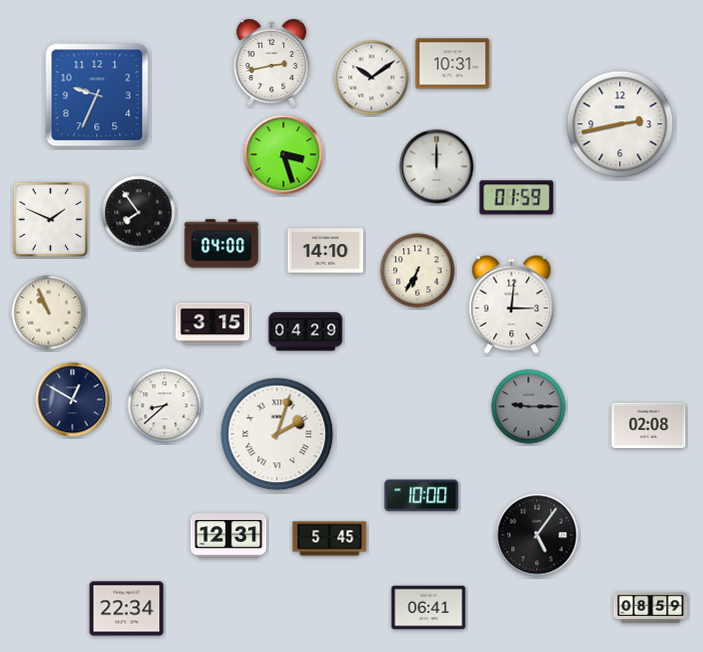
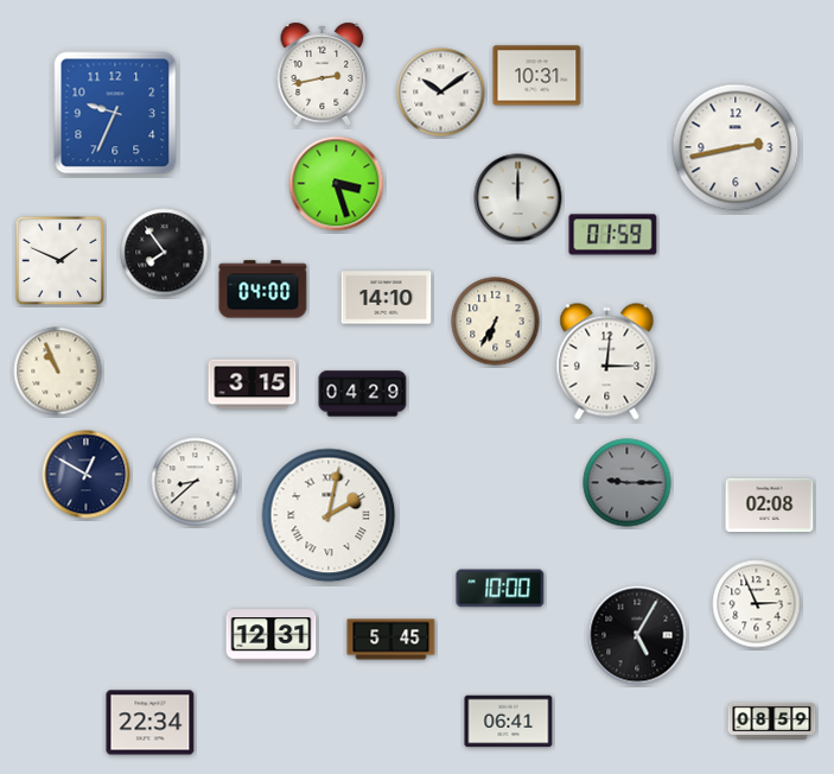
clock at (277, 434): 2:03 -> 2:02
clock at (757, 604): none -> 2:56
clock at (537, 535): 5:06 -> 5:05
